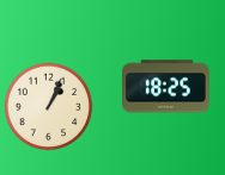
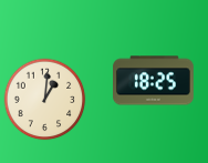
clock at (49, 107): 1:04 -> 1:01
